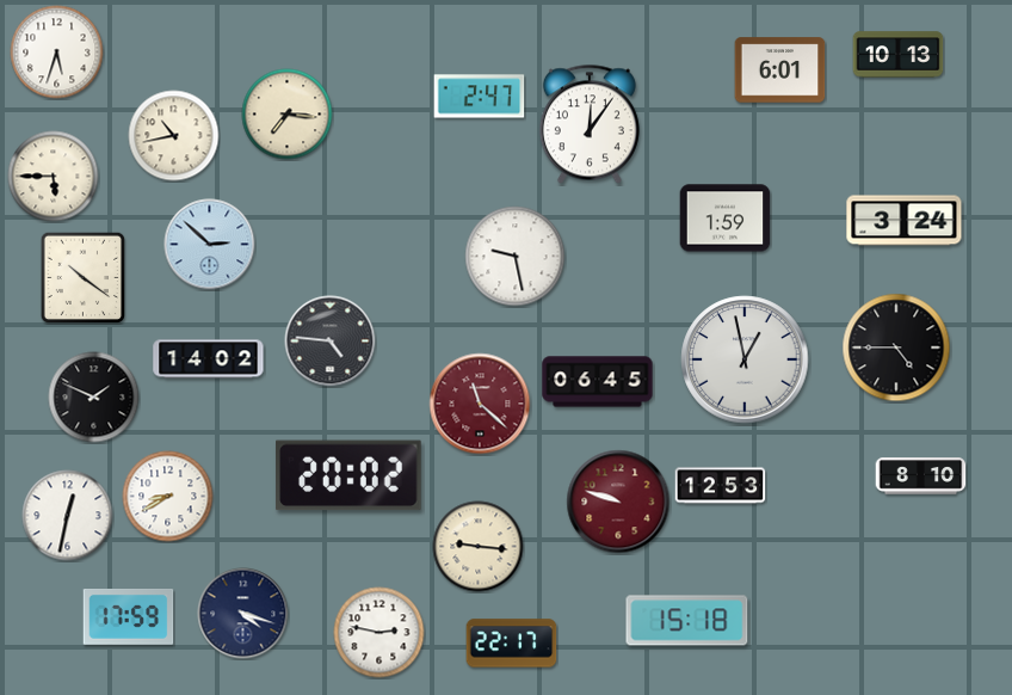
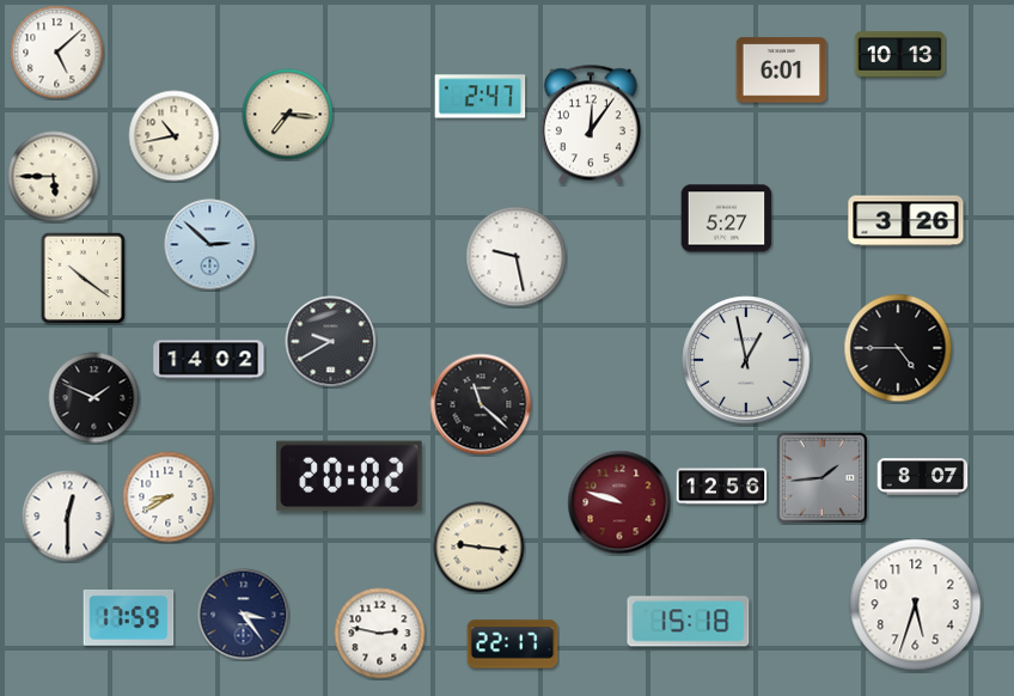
clock at (57, 53): 5:33 -> 5:08
clock at (726, 219): 1:59 -> 5:27
clock at (905, 221): 3:24 -> 3:26
clock at (331, 342): 4:46 -> 9:40
clock at (598, 382): 06:45 -> none
clock at (480, 404) dial: burgundy -> black
clock at (821, 477): none -> 1:44
clock at (921, 476): 8:10 -> 8:07
clock at (721, 486): 12:53 -> 12:56
clock at (68, 516): 12:32 -> 12:30
clock at (916, 605): none -> 5:33
clock at (243, 614): 4:18 -> 3:24
